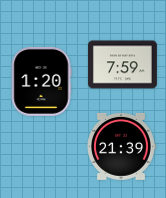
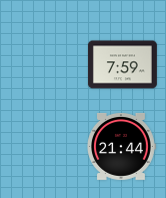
clock at (41, 81): 1:20 -> none
clock at (121, 146): 21:39 -> 21:44
